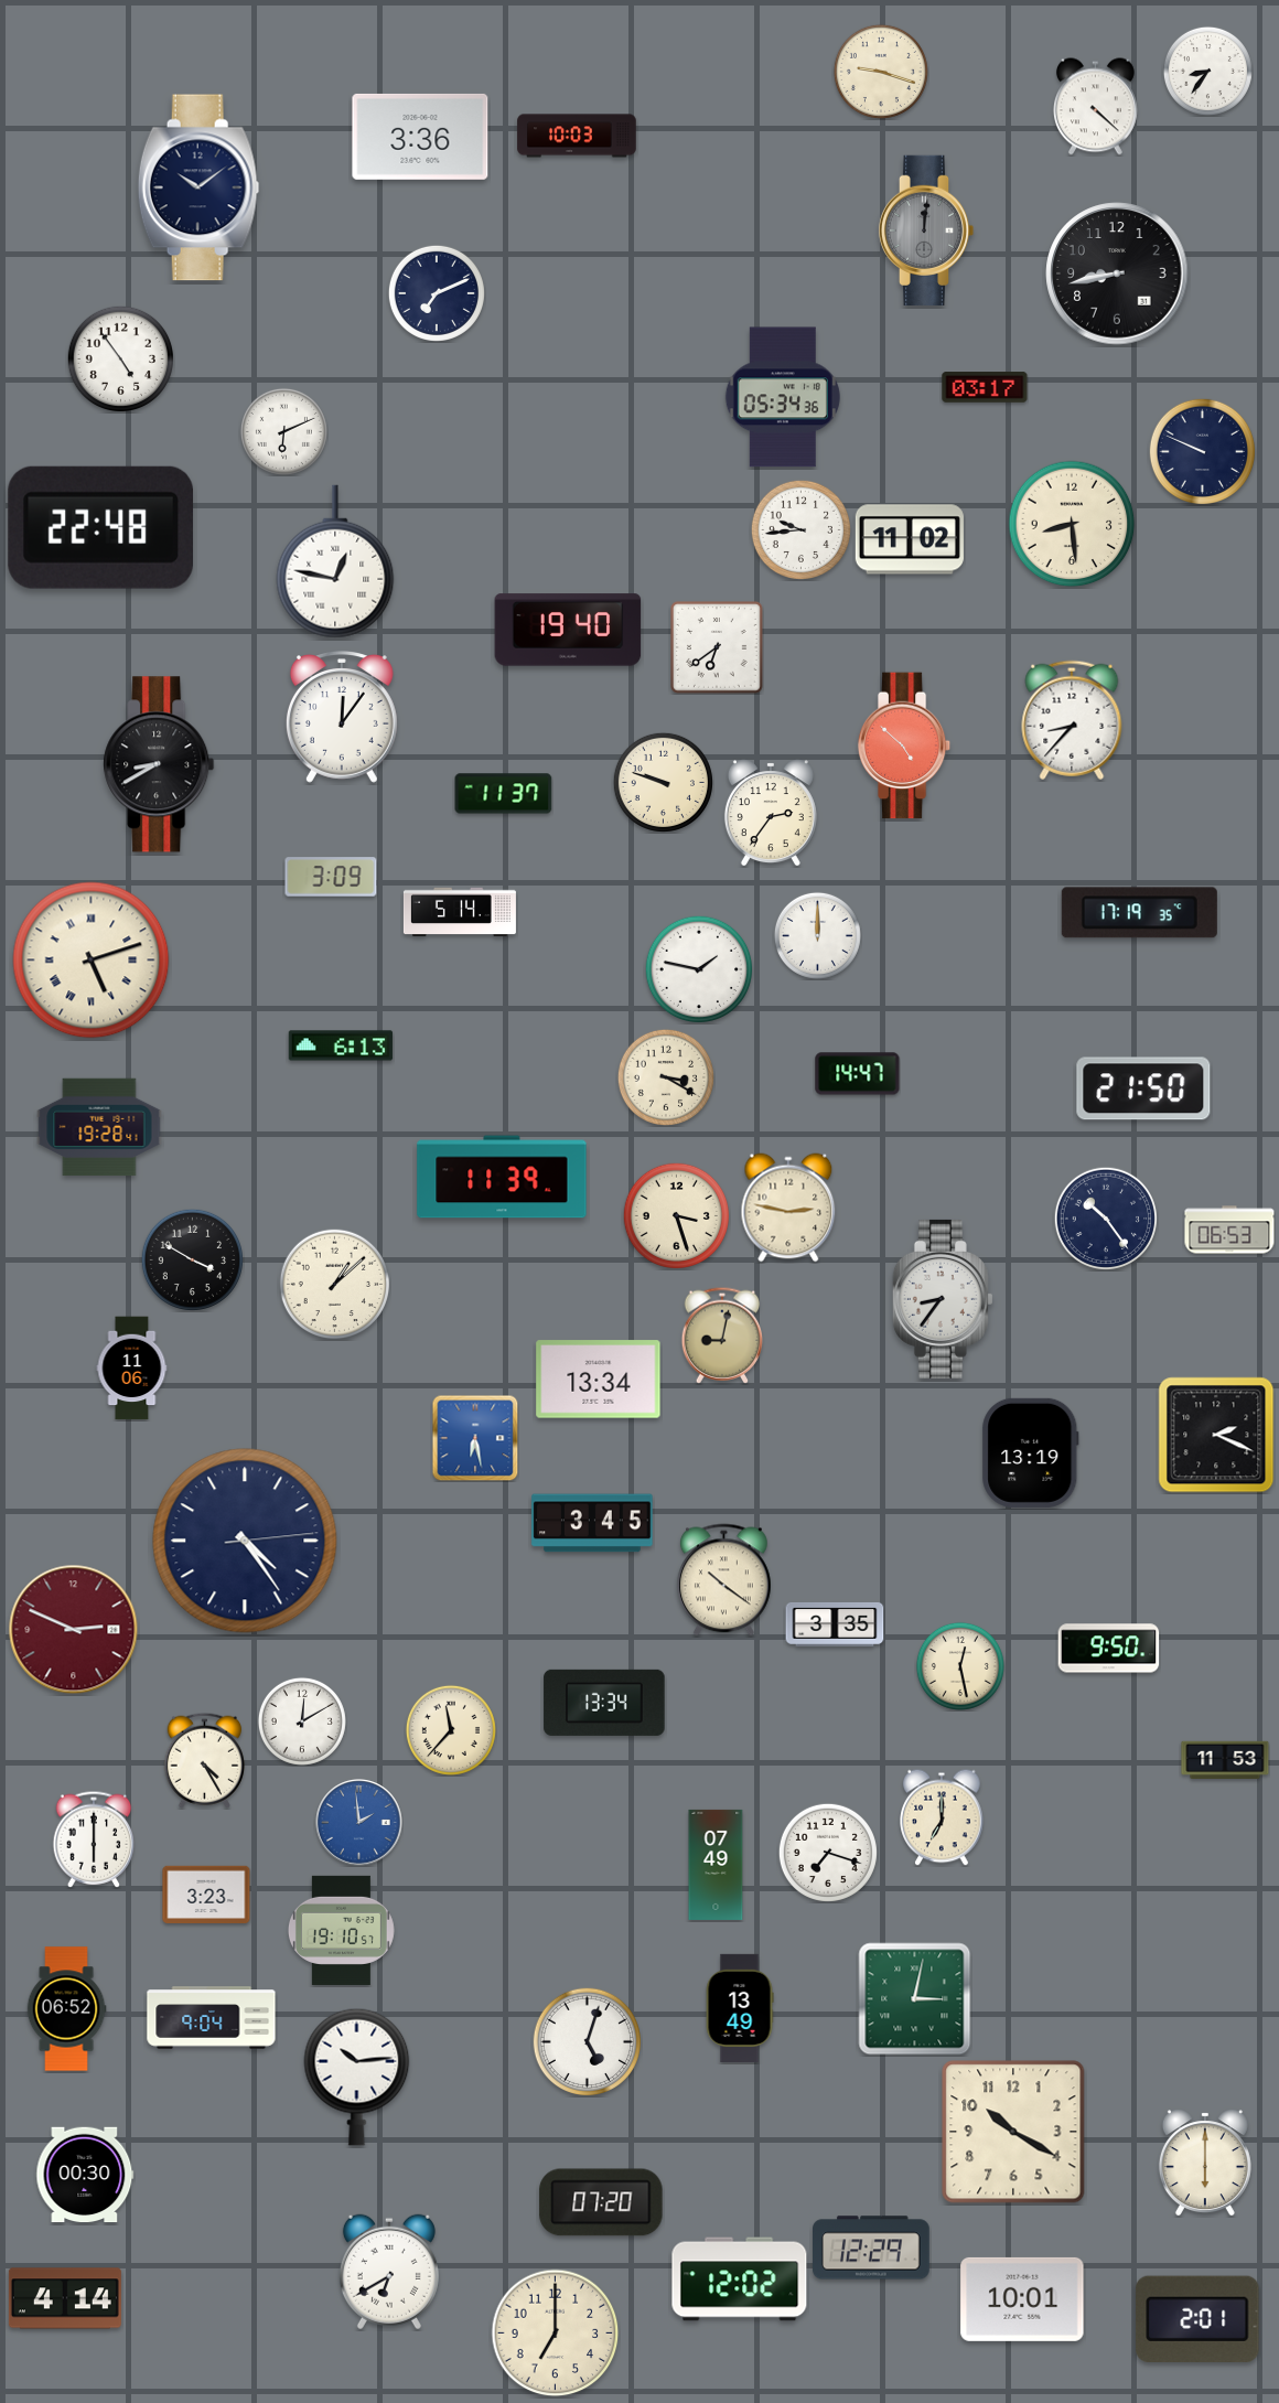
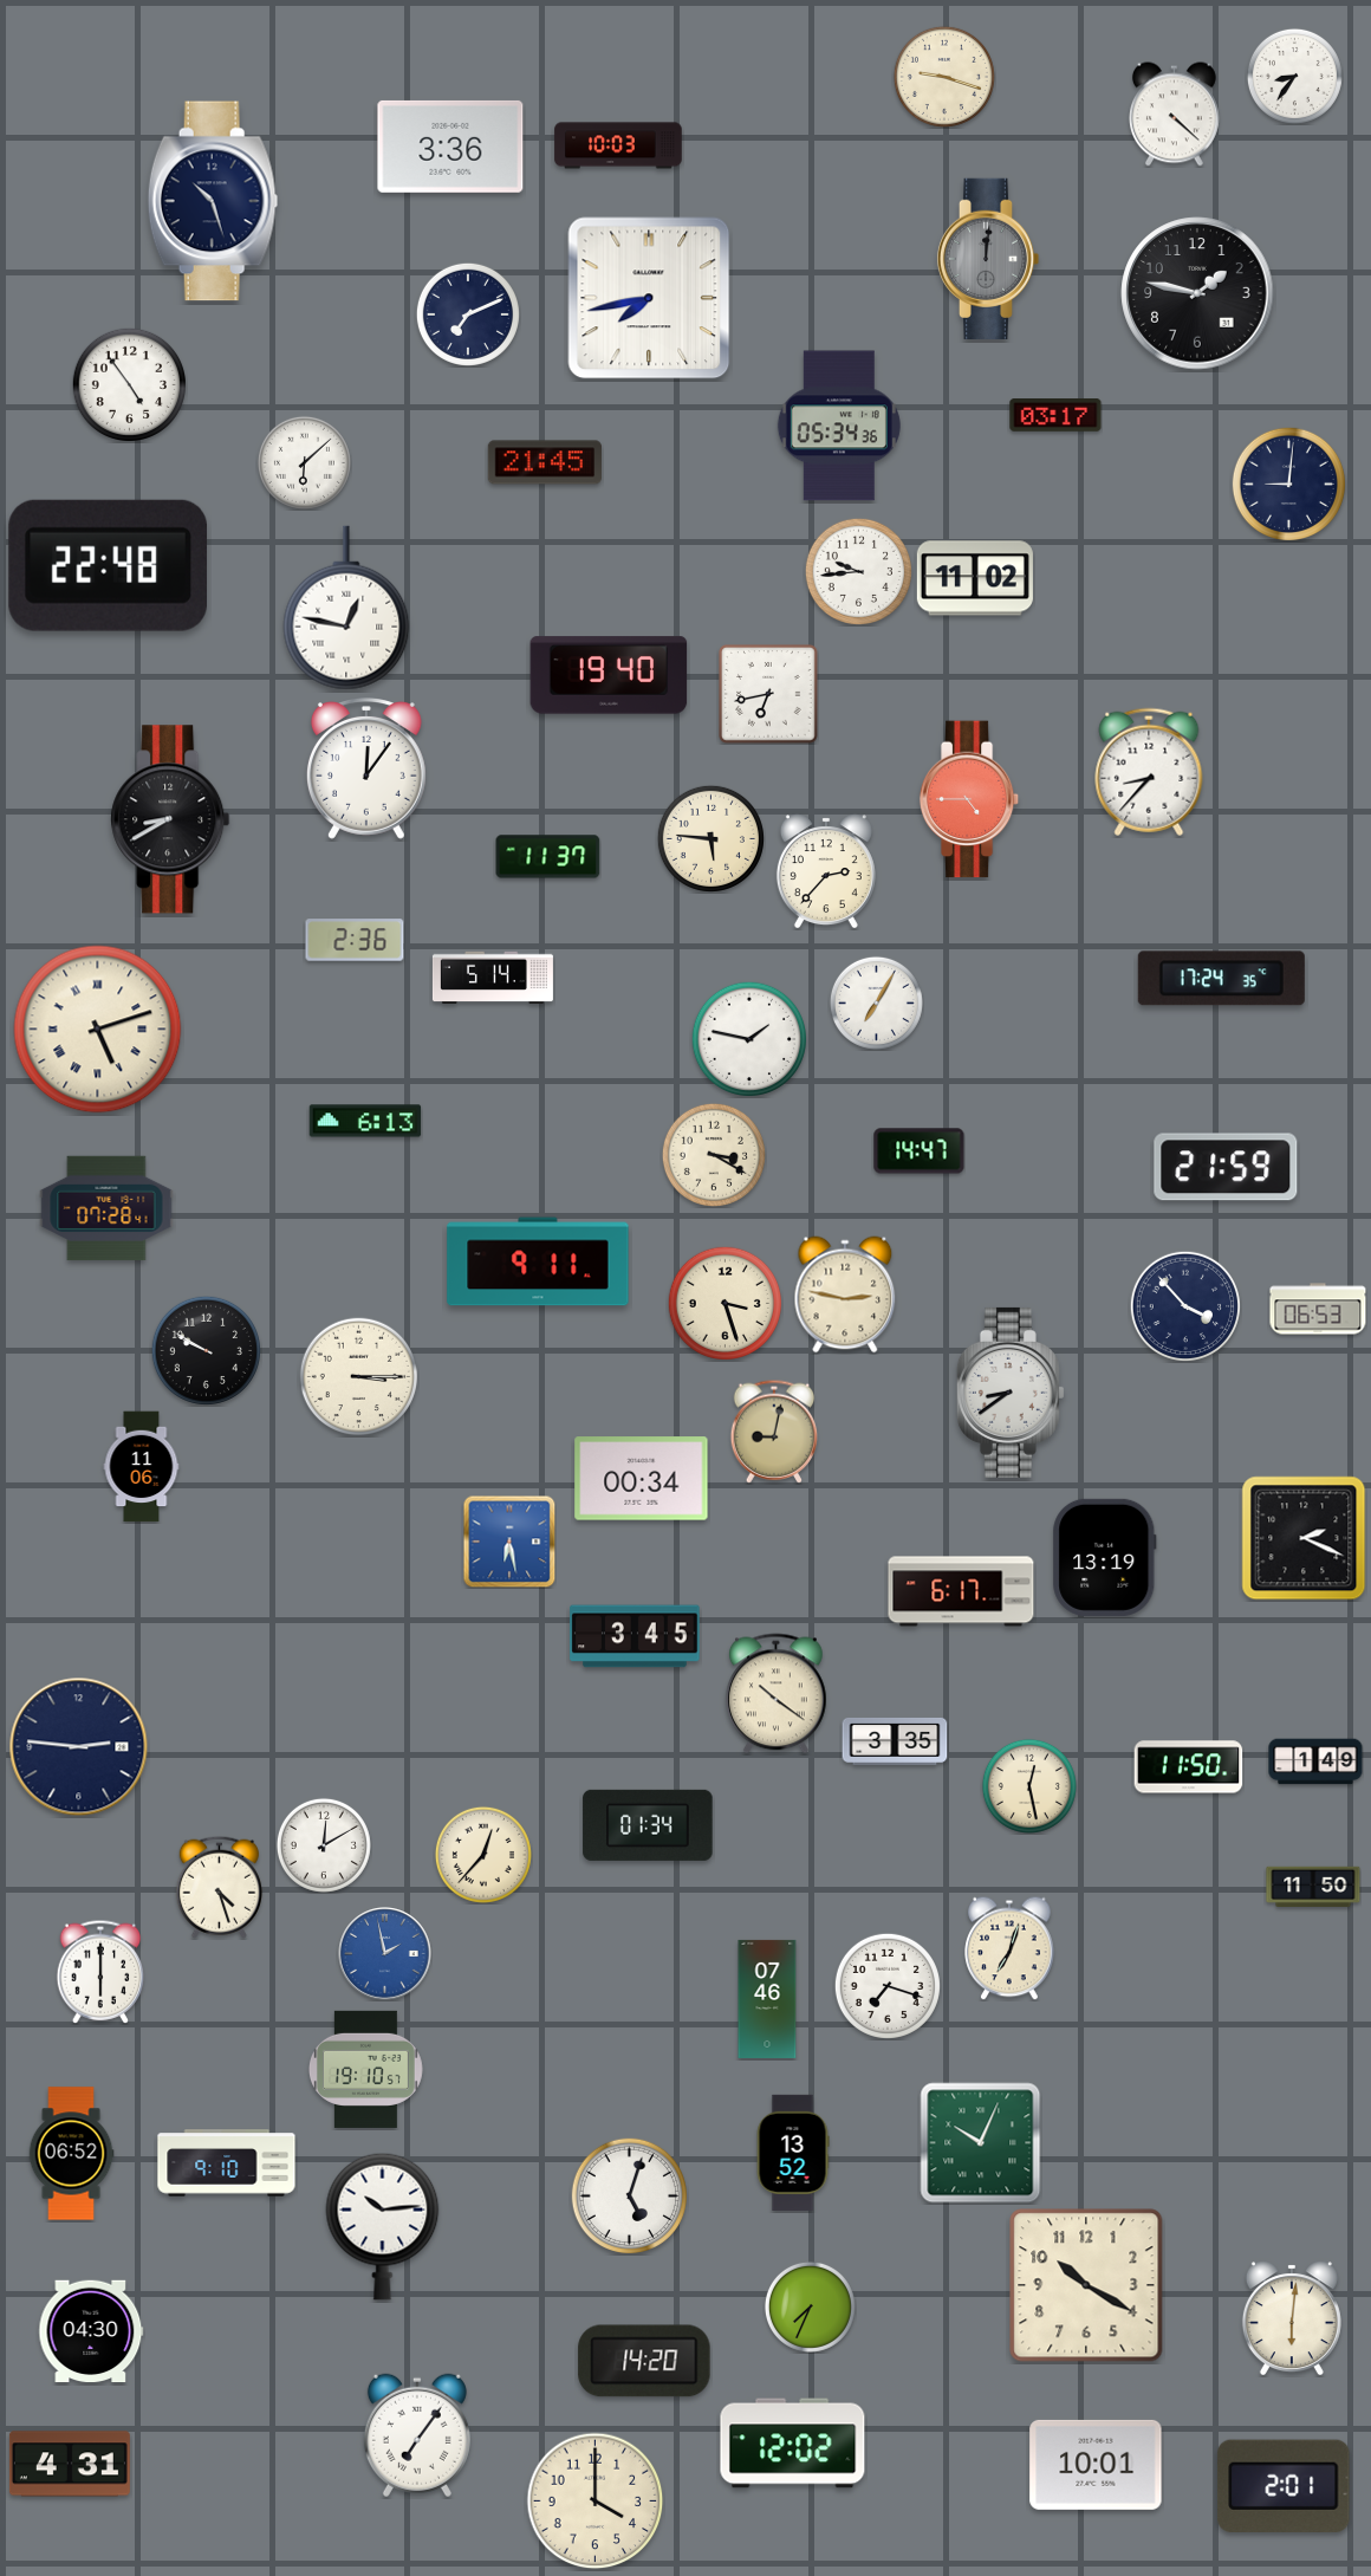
clock at (198, 187): 10:09 -> 10:27
clock at (926, 229) position: (926, 229) -> (988, 258)
clock at (1117, 273): 8:43 -> 1:47
clock at (649, 298): none -> 7:43
clock at (283, 431): 6:11 -> 6:08
clock at (545, 462): none -> 21:45
clock at (1202, 451): 9:49 -> 9:01
clock at (1072, 524): 8:29 -> none
clock at (800, 529) position: (800, 529) -> (858, 571)
clock at (335, 561) position: (335, 561) -> (346, 608)
clock at (718, 648): 6:39 -> 6:43
clock at (904, 745): 4:52 -> 4:45
clock at (663, 782): 9:48 -> 5:46
clock at (504, 794) position: (504, 794) -> (548, 857)
clock at (771, 813): 2:36 -> 2:37
clock at (331, 877): 3:09 -> 2:36
clock at (1139, 913): 17:19 -> 17:24
clock at (817, 935): 12:00 -> 7:05
clock at (1143, 1088): 21:50 -> 21:59
clock at (99, 1127): 19:28 -> 07:28
clock at (502, 1177): 11:39 -> 9:11
clock at (1105, 1217): 10:24 -> 3:53
clock at (1229, 1230) position: (1229, 1230) -> (1318, 1309)
clock at (192, 1259): 3:50 -> 9:50
clock at (335, 1285): 1:08 -> 3:15
clock at (943, 1299): 8:36 -> 8:39
clock at (599, 1380): 13:34 -> 00:34
clock at (961, 1591): none -> 6:17
clock at (592, 1523) position: (592, 1523) -> (635, 1636)
clock at (245, 1541): 4:24 -> none
clock at (74, 1630): 2:49 -> 2:46
clock at (74, 1630) dial: burgundy -> navy
clock at (1315, 1761): none -> 1:49
clock at (1109, 1649): 9:50 -> 11:50
clock at (604, 1703): 13:34 -> 01:34
clock at (451, 1730): 11:37 -> 12:37
clock at (204, 1760): 4:25 -> 4:27
clock at (1225, 1760): 11:53 -> 11:50
clock at (942, 1817): 7:00 -> 7:03
clock at (359, 1823): 1:59 -> 1:58
clock at (716, 1865): 07:49 -> 07:46
clock at (206, 1894): 3:23 -> none
clock at (915, 1999): 3:02 -> 10:04
clock at (740, 2008): 13:49 -> 13:52
clock at (212, 2018): 9:04 -> 9:10
clock at (587, 2041) position: (587, 2041) -> (629, 2195)
clock at (810, 2306): none -> 7:34
clock at (1205, 2163): 6:00 -> 6:01
clock at (85, 2175): 00:30 -> 04:30
clock at (601, 2202): 07:20 -> 14:20
clock at (872, 2248): 12:29 -> none
clock at (389, 2272): 6:40 -> 7:06
clock at (65, 2298): 4:14 -> 4:31
clock at (556, 2334): 7:00 -> 4:00
